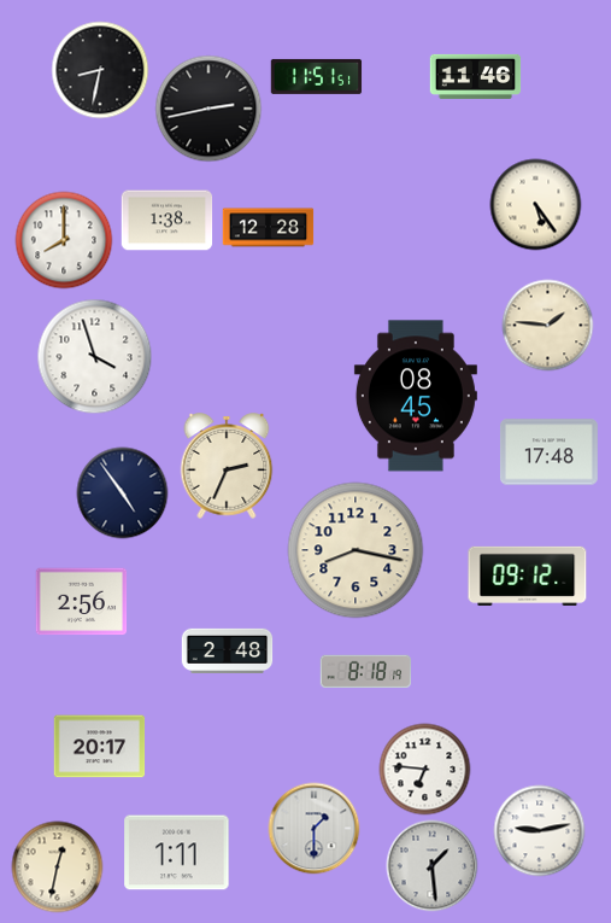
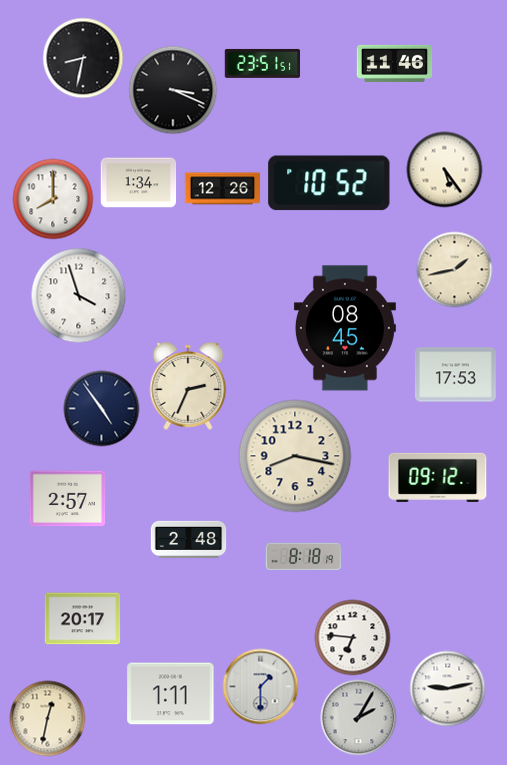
clock at (317, 76): 11:51 -> 23:51
clock at (208, 109): 2:43 -> 3:19
clock at (168, 221): 1:38 -> 1:34
clock at (329, 183): none -> 10:52
clock at (269, 228): 12:28 -> 12:26
clock at (548, 326): 1:46 -> 1:43
clock at (548, 452): 17:48 -> 17:53
clock at (82, 602): 2:56 -> 2:57
clock at (177, 853) position: (177, 853) -> (171, 694)
clock at (433, 866): 1:29 -> 2:05
